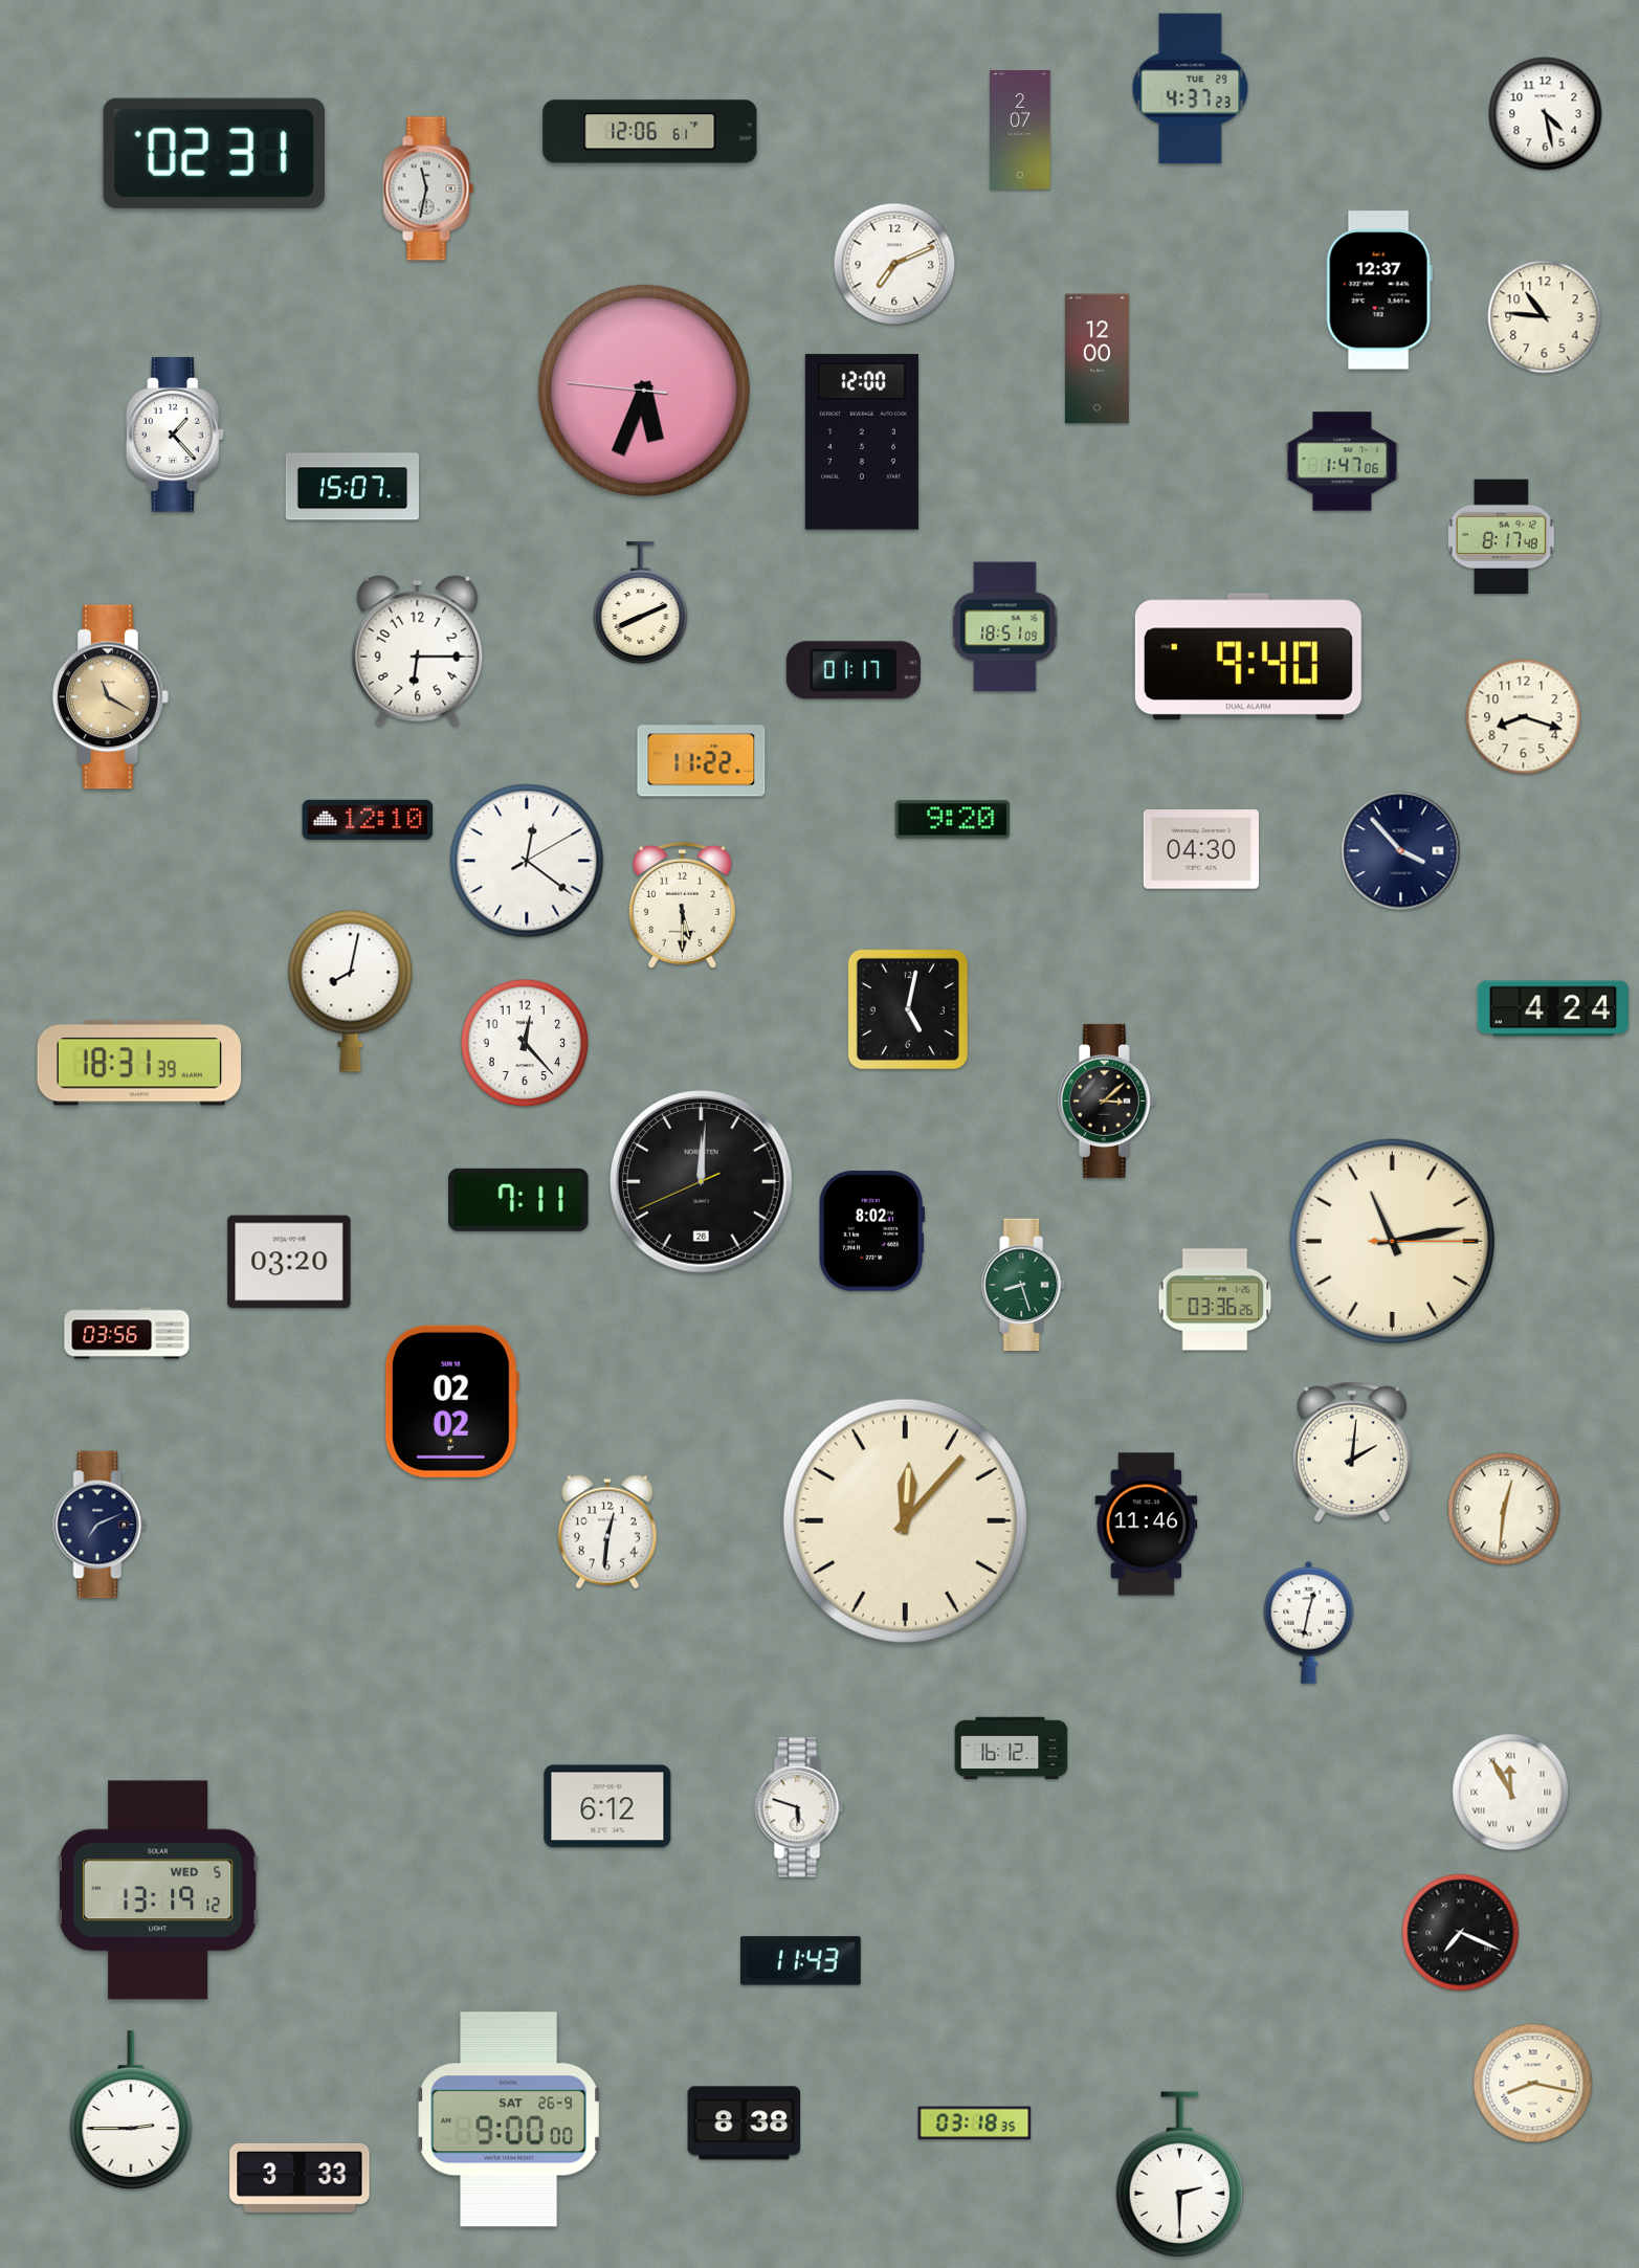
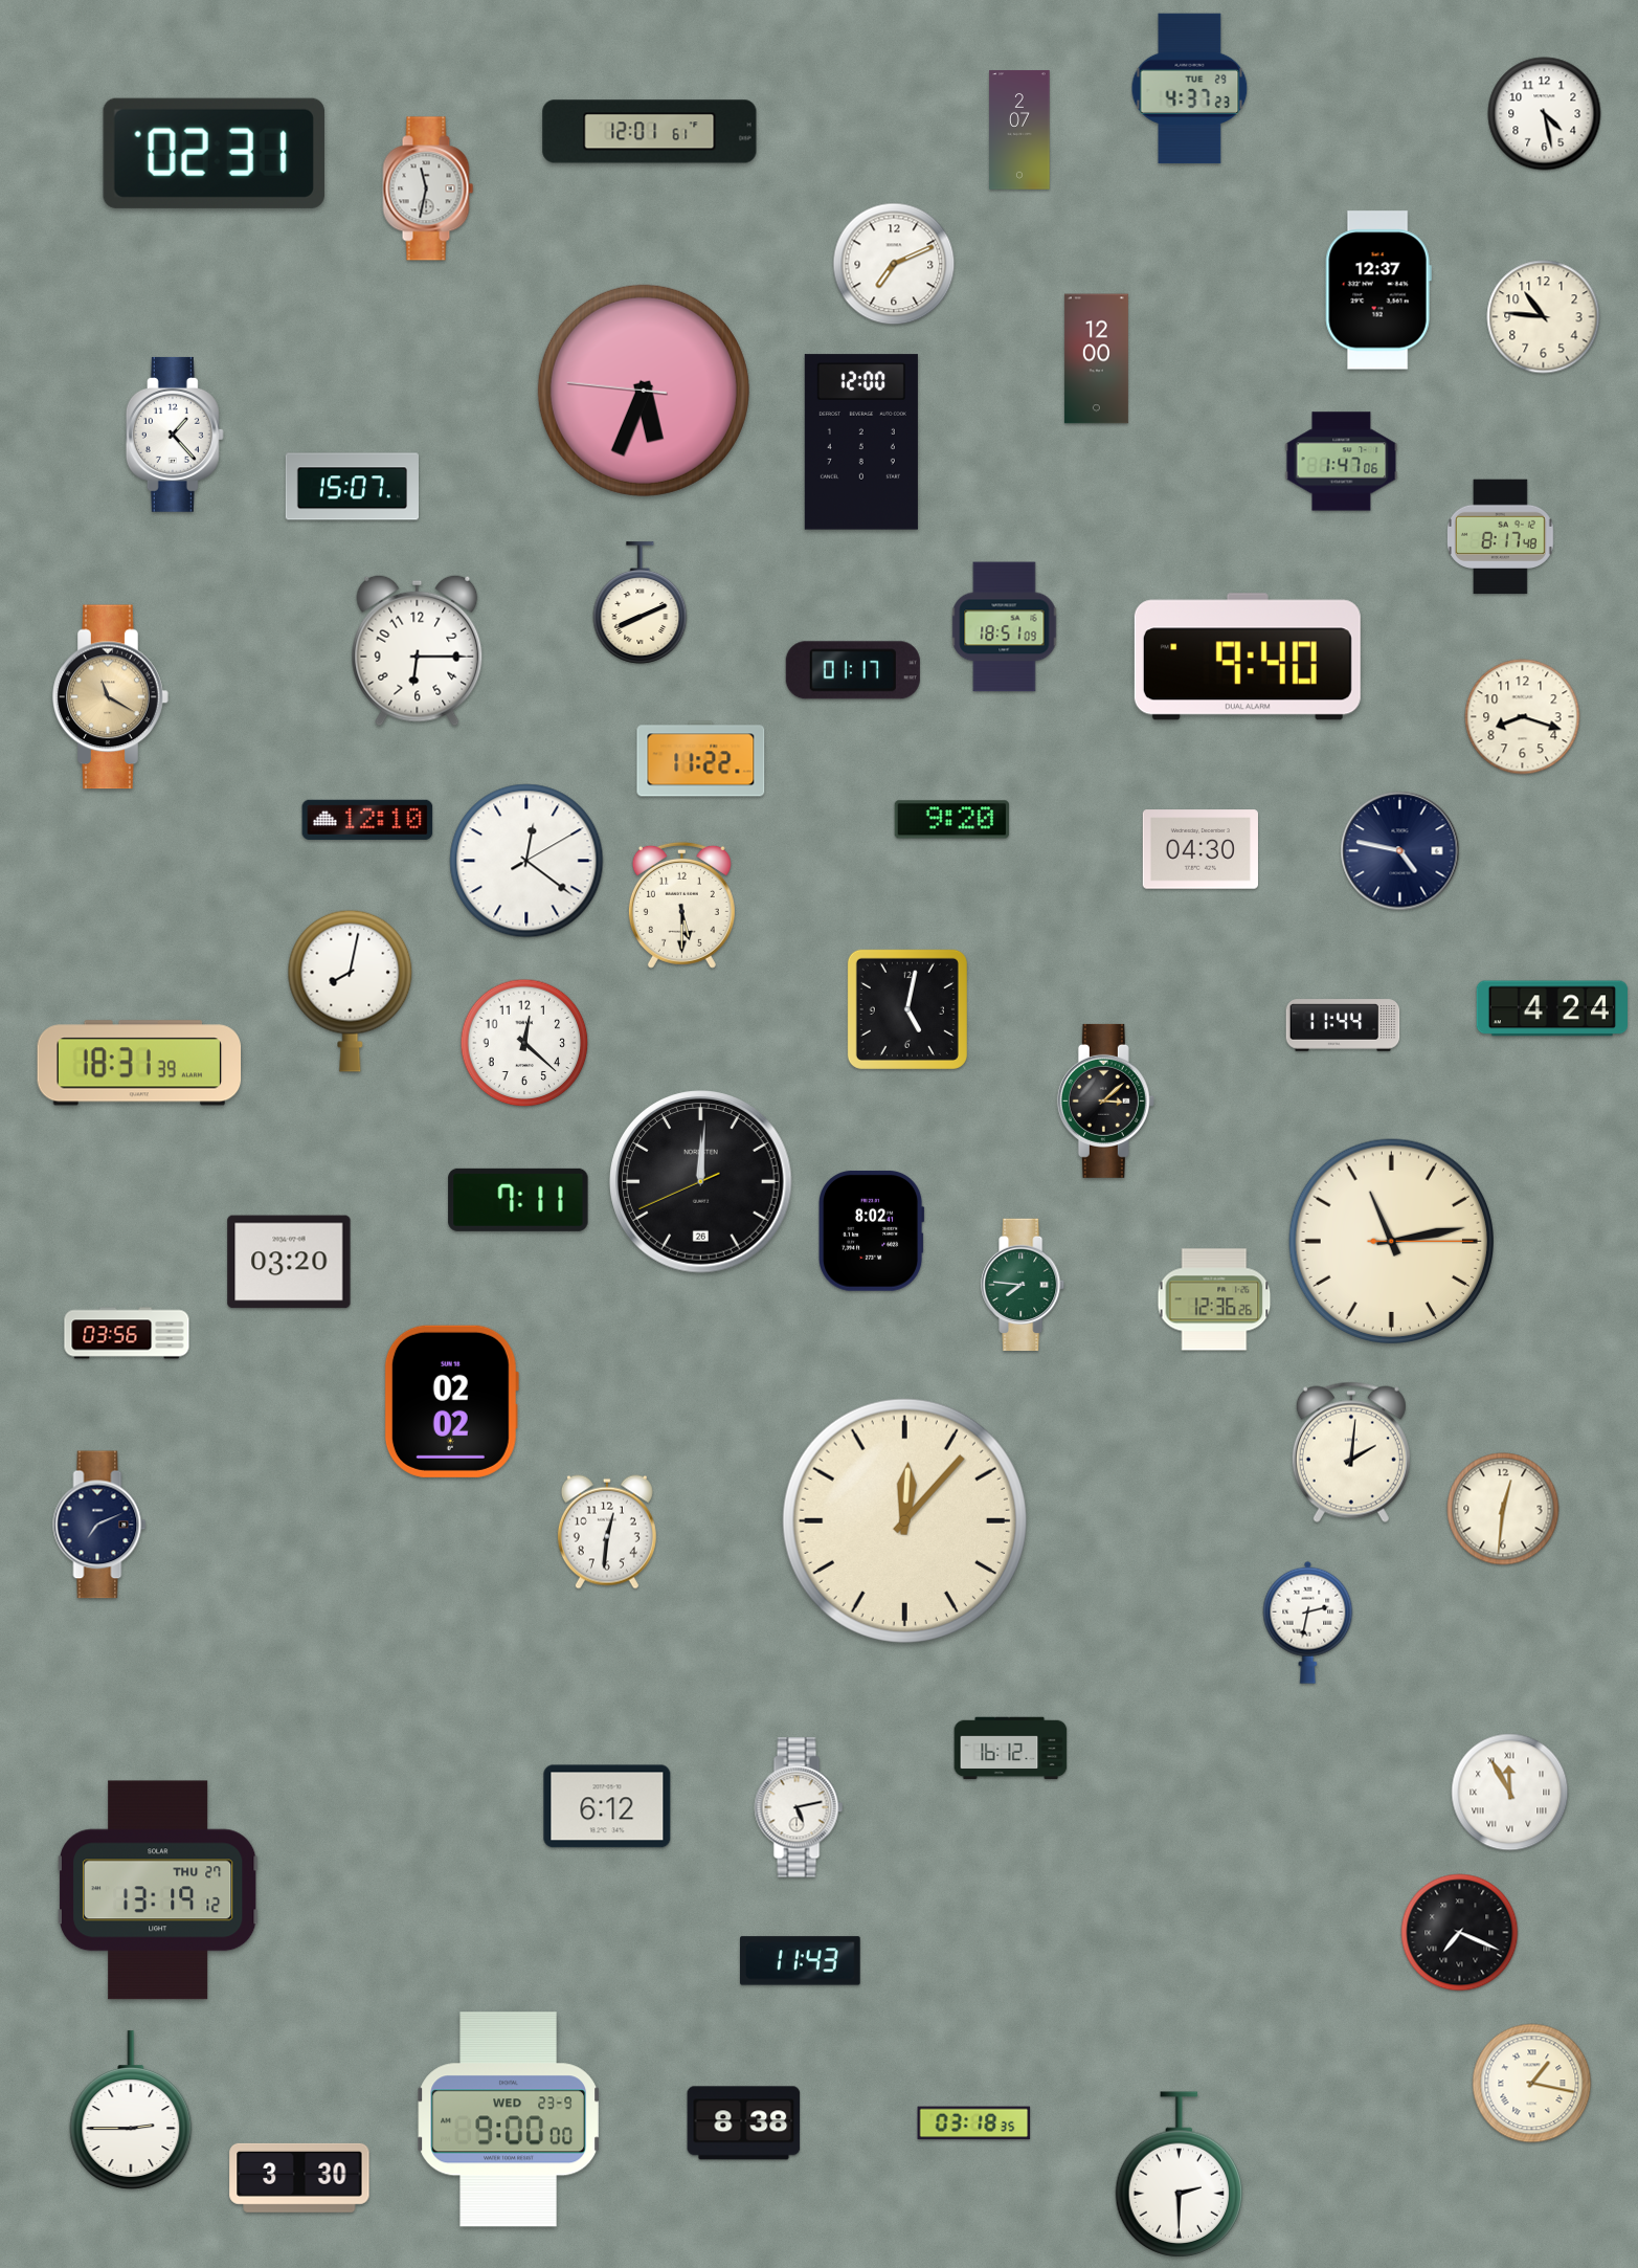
clock at (650, 132): 12:06 -> 12:01
clock at (1401, 851): 3:53 -> 4:47
clock at (1343, 1025): none -> 11:44
clock at (525, 1043): 12:23 -> 12:22
clock at (1024, 1285): 8:27 -> 7:46
clock at (1215, 1299): 03:36 -> 12:36
clock at (1147, 1525): 11:46 -> none
clock at (1309, 1622): 12:32 -> 2:32
clock at (799, 1807): 5:48 -> 5:13
clock at (158, 1890) date: WED 5 -> THU 27
clock at (1533, 2084): 8:17 -> 1:17
clock at (509, 2119) date: SAT 26-9 -> WED 23-9
clock at (300, 2178): 3:33 -> 3:30
